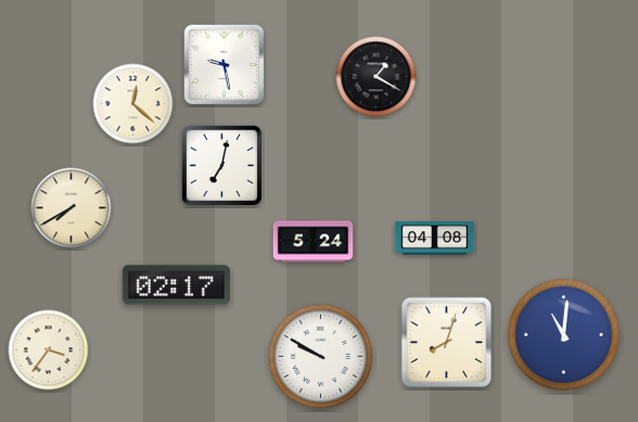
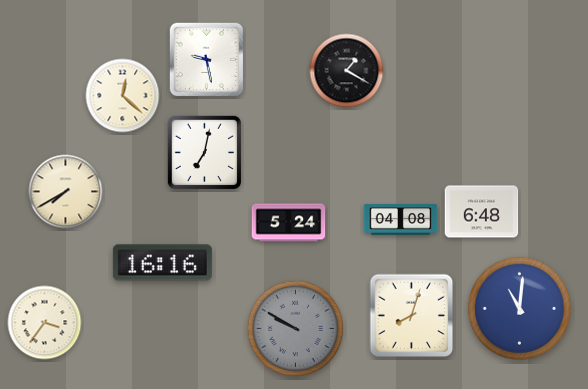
clock at (482, 212): none -> 6:48
clock at (176, 285): 02:17 -> 16:16
clock at (321, 357) dial: white -> grey
